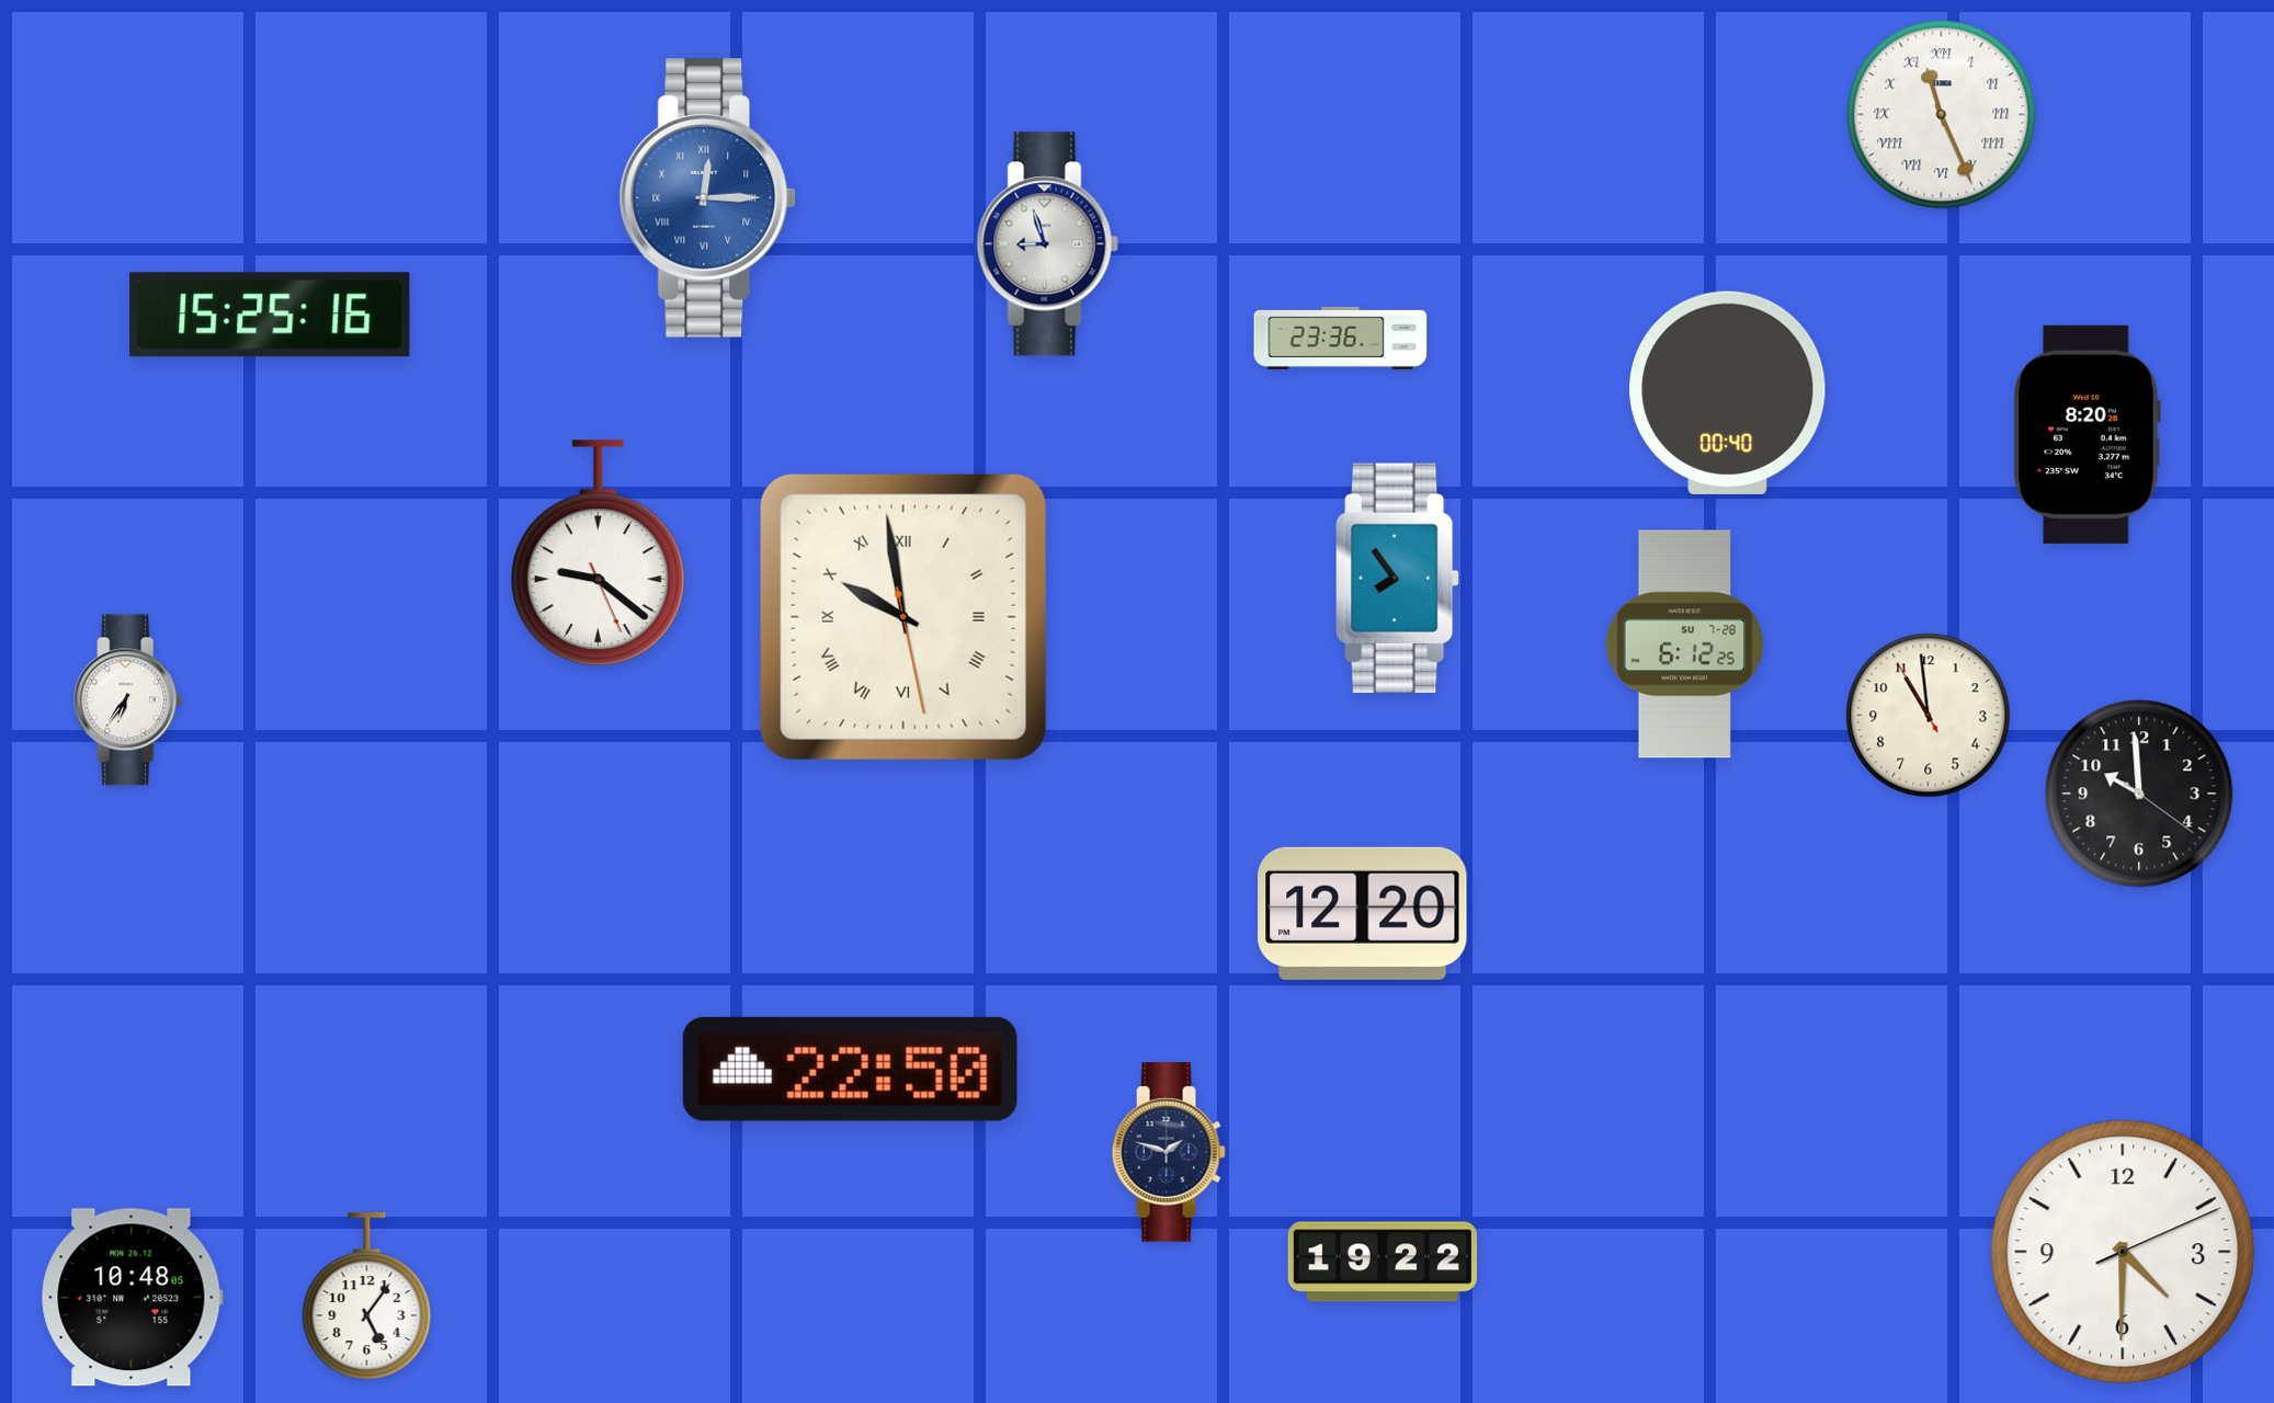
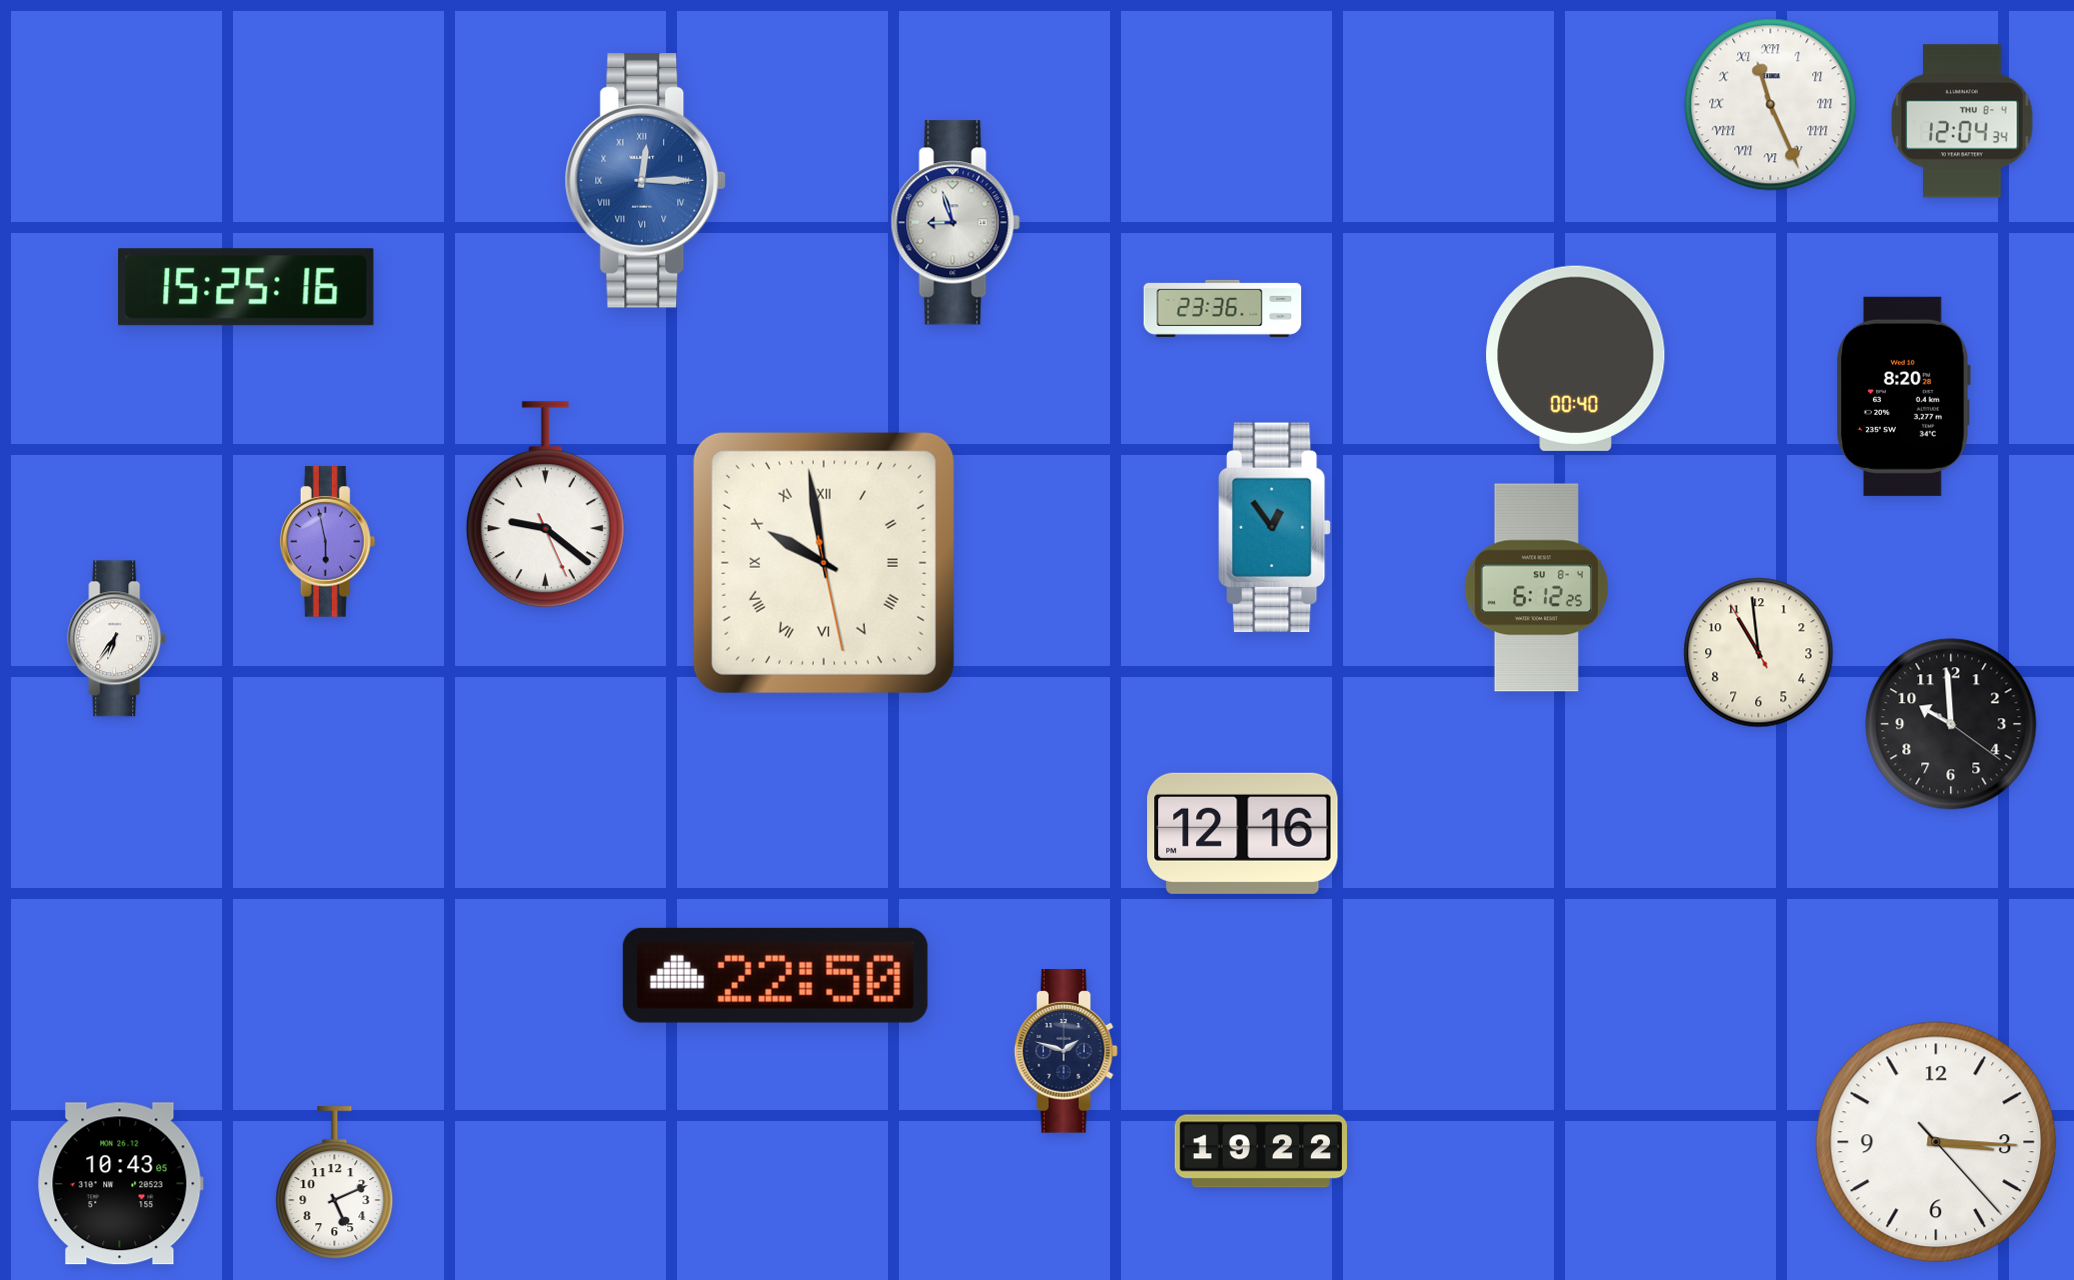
clock at (1962, 121): none -> 12:04
clock at (1398, 579): 7:54 -> 12:54
clock at (328, 542): none -> 5:58
clock at (1684, 645) date: SU 7-28 -> SU 8-4
clock at (1363, 913): 12:20 -> 12:16
clock at (2123, 1252): 4:30 -> 3:15
clock at (367, 1296): 5:06 -> 5:11
clock at (132, 1298): 10:48 -> 10:43
